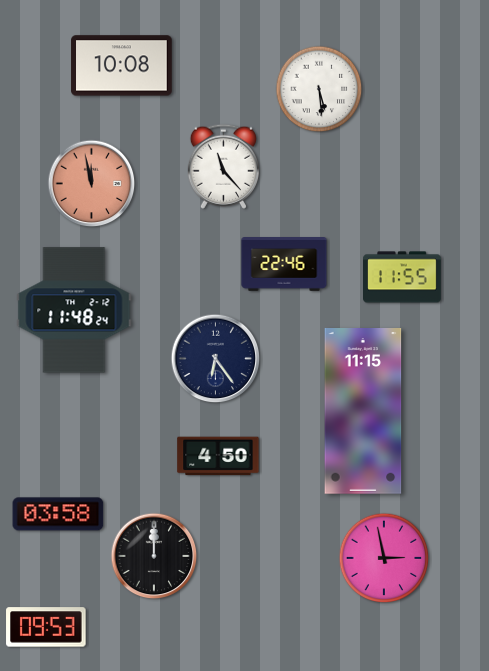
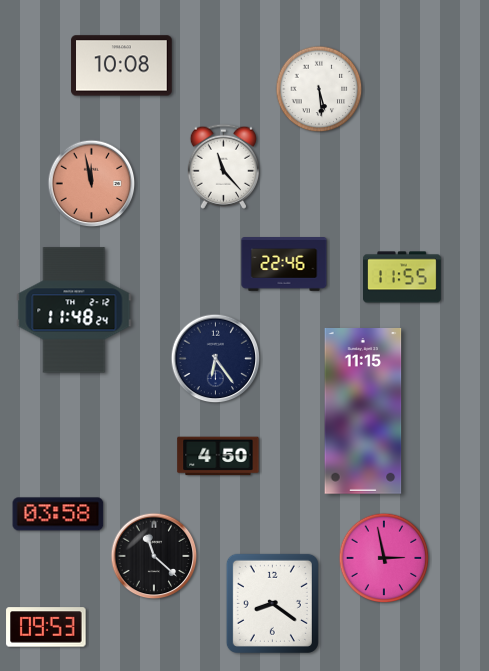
clock at (154, 556): 12:00 -> 11:22
clock at (272, 603): none -> 8:21
